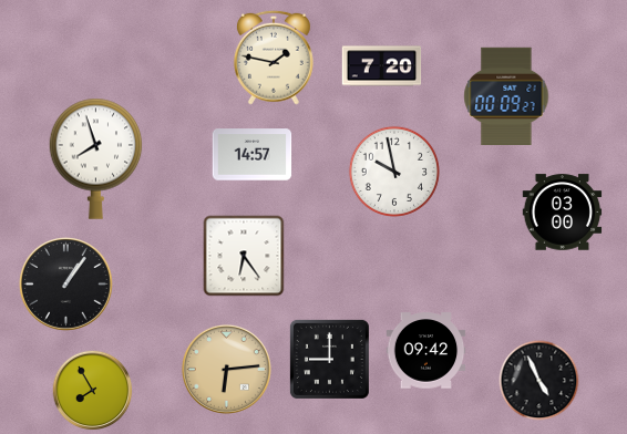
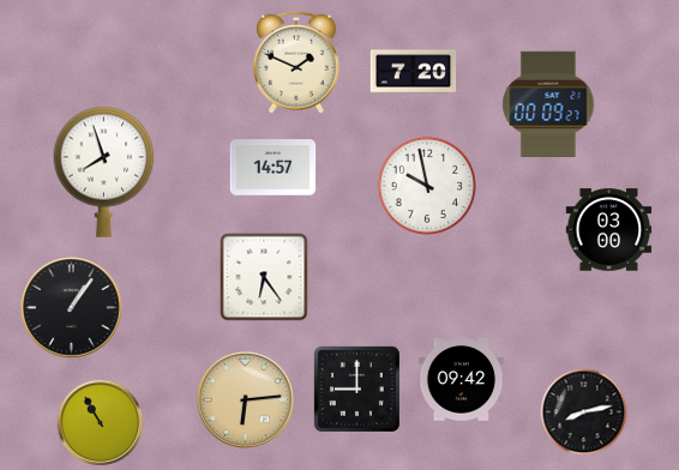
clock at (274, 58): 1:47 -> 1:49
clock at (539, 381): 4:56 -> 8:13
clock at (93, 391): 7:55 -> 10:55
